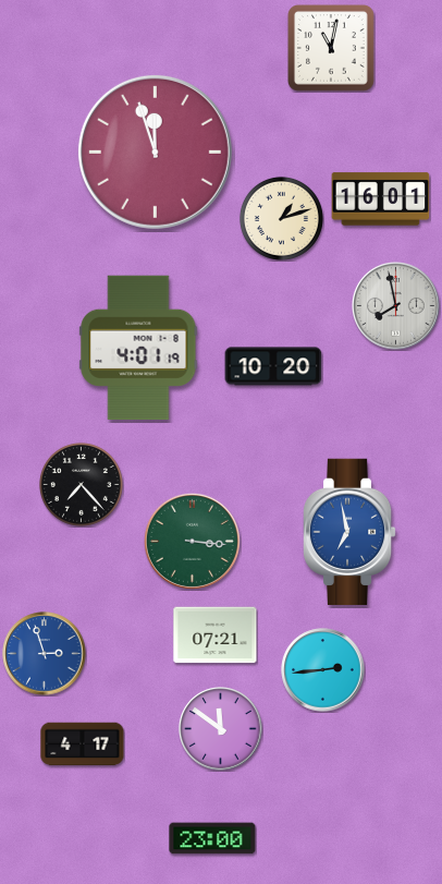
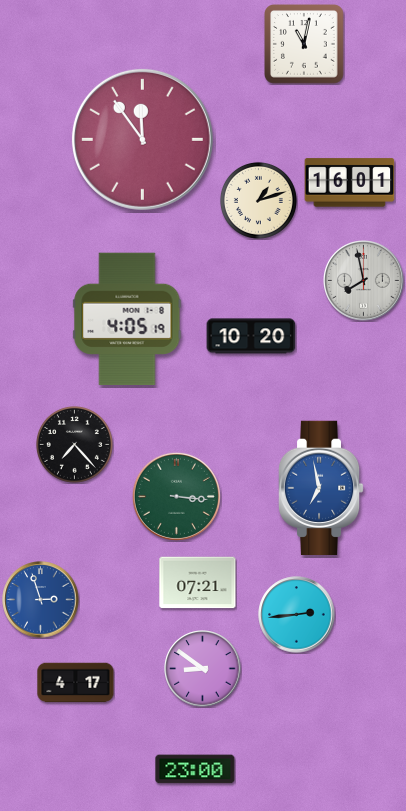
clock at (155, 152): 11:57 -> 11:54
clock at (138, 348): 4:01 -> 4:05
clock at (221, 729): 11:51 -> 8:51
